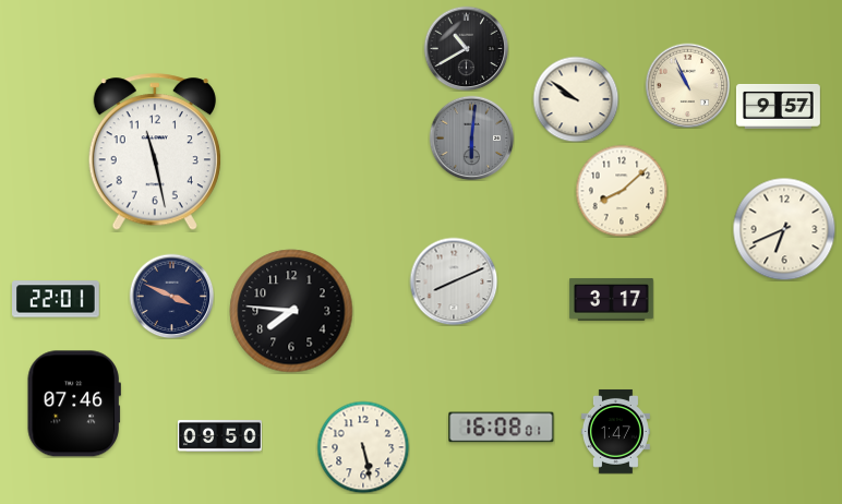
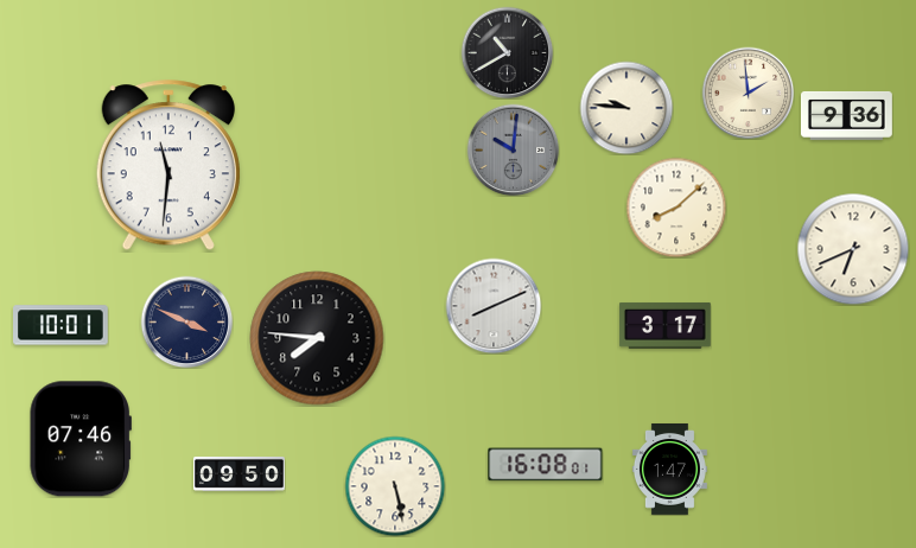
clock at (687, 85): 10:56 -> 1:59
clock at (576, 99): 9:51 -> 9:46
clock at (778, 106): 9:57 -> 9:36
clock at (471, 137): 6:01 -> 10:01
clock at (155, 153): 11:28 -> 11:31
clock at (57, 299): 22:01 -> 10:01
